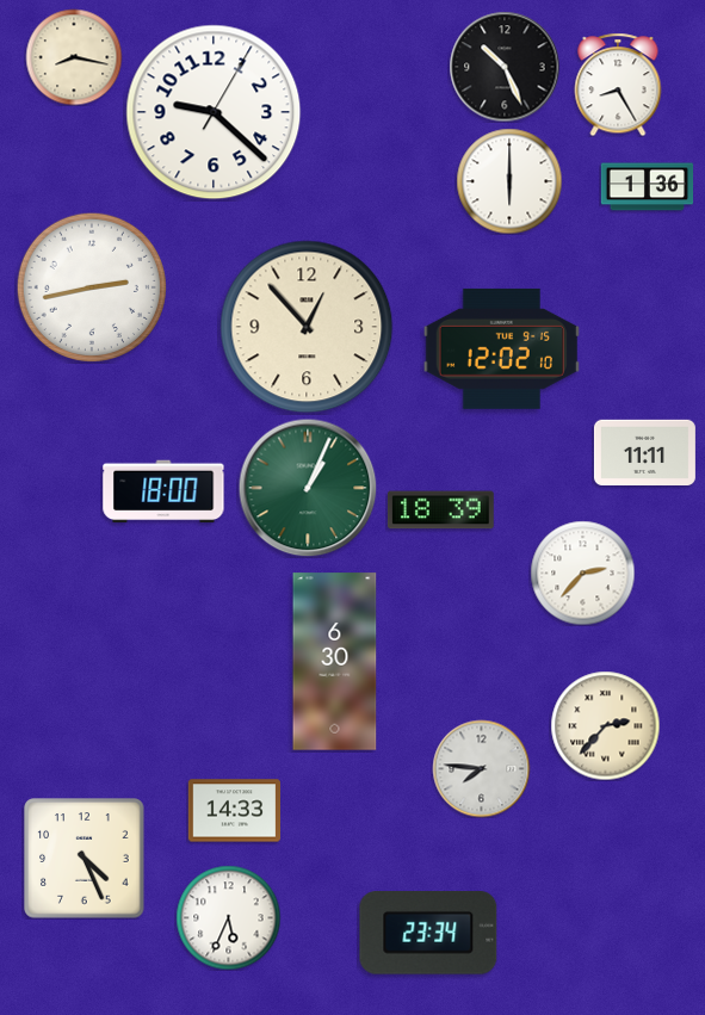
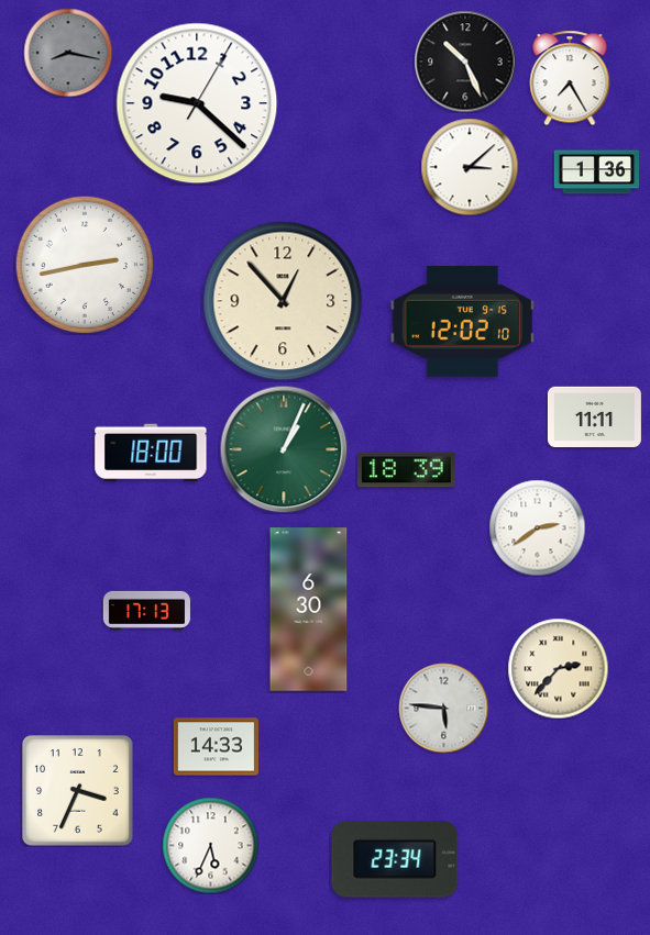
clock at (74, 57) dial: cream -> grey
clock at (618, 85): 8:25 -> 7:25
clock at (509, 181): 6:00 -> 3:08
clock at (582, 573): 2:37 -> 2:39
clock at (146, 610): none -> 17:13
clock at (481, 768): 7:46 -> 5:46
clock at (85, 859): 4:26 -> 3:34
